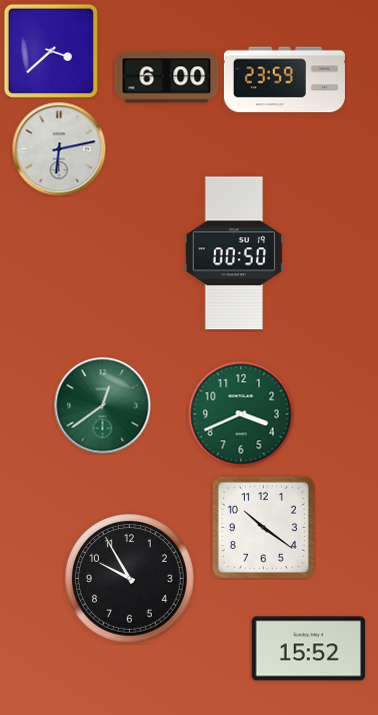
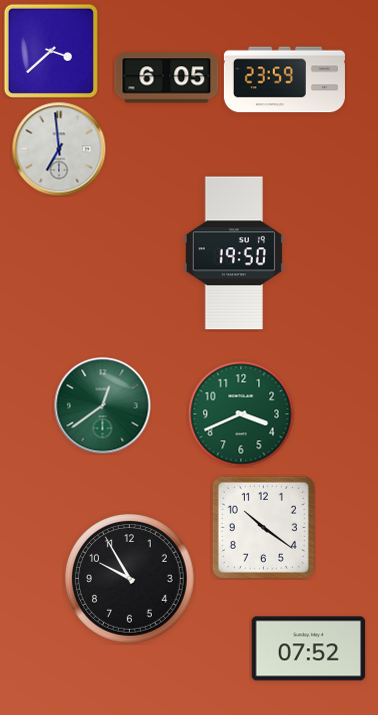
clock at (167, 78): 6:00 -> 6:05
clock at (59, 149): 6:13 -> 6:59
clock at (234, 253): 00:50 -> 19:50
clock at (309, 649): 15:52 -> 07:52
